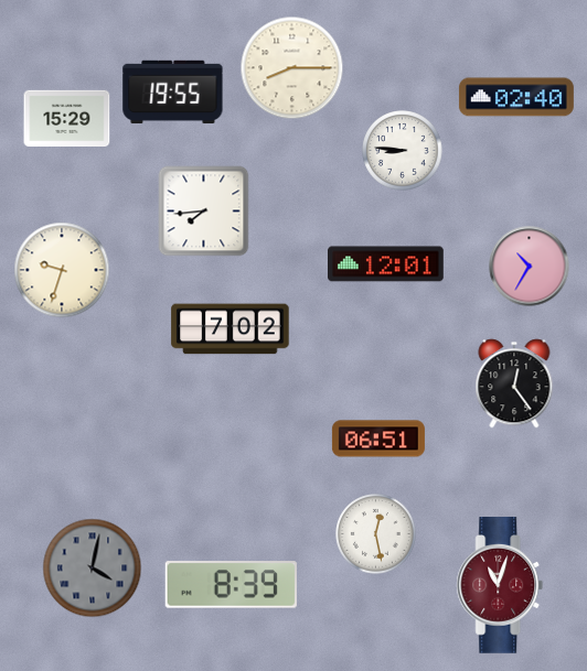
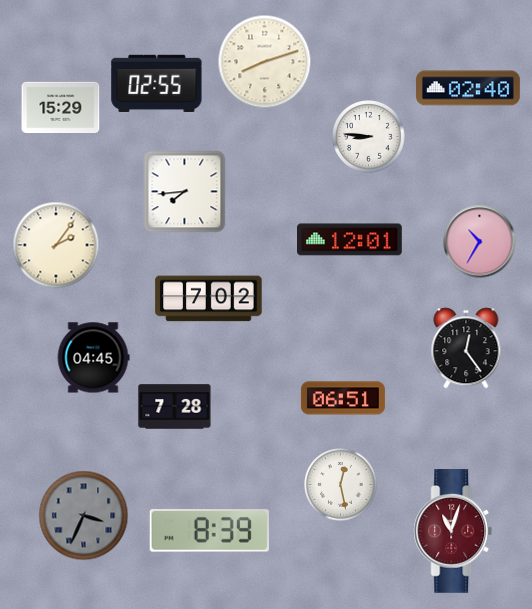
clock at (292, 68): 8:15 -> 8:12
clock at (173, 91): 19:55 -> 02:55
clock at (403, 151) position: (403, 151) -> (369, 137)
clock at (62, 270): 9:33 -> 2:06
clock at (93, 358): none -> 04:45
clock at (175, 407): none -> 7:28
clock at (93, 569): 4:02 -> 3:34
